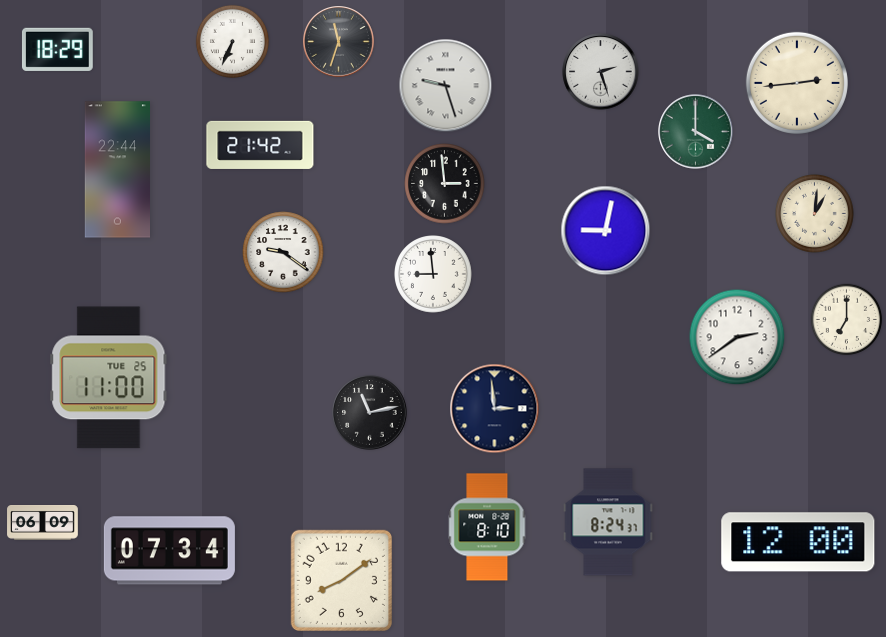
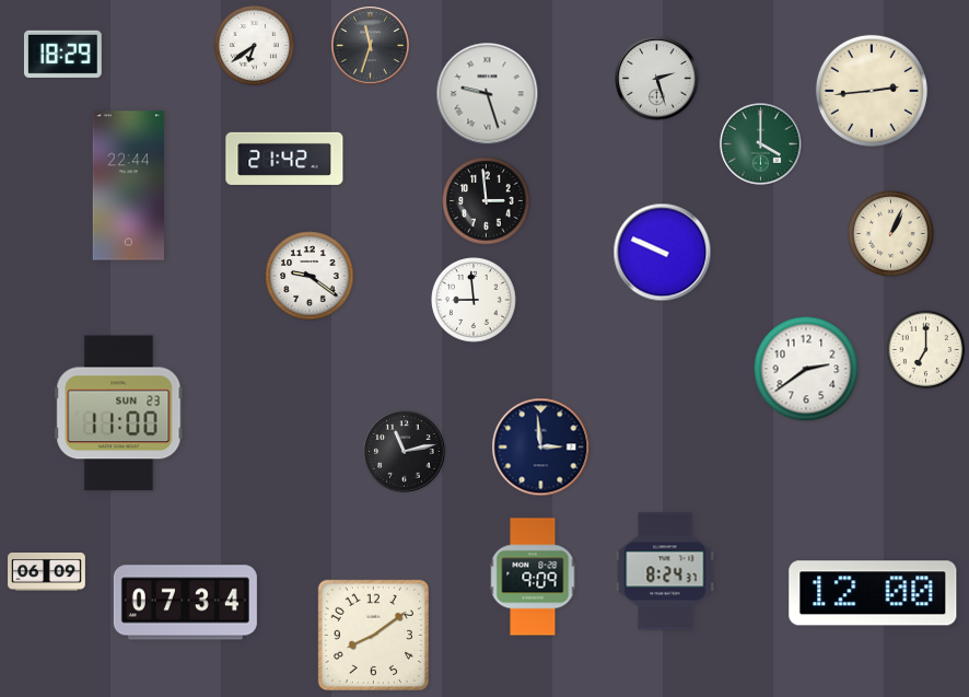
clock at (232, 41): 6:34 -> 6:39
clock at (815, 214): 1:01 -> 1:04
clock at (606, 231): 9:02 -> 9:49
clock at (109, 378) date: TUE 25 -> SUN 23
clock at (487, 527): 8:10 -> 9:09
